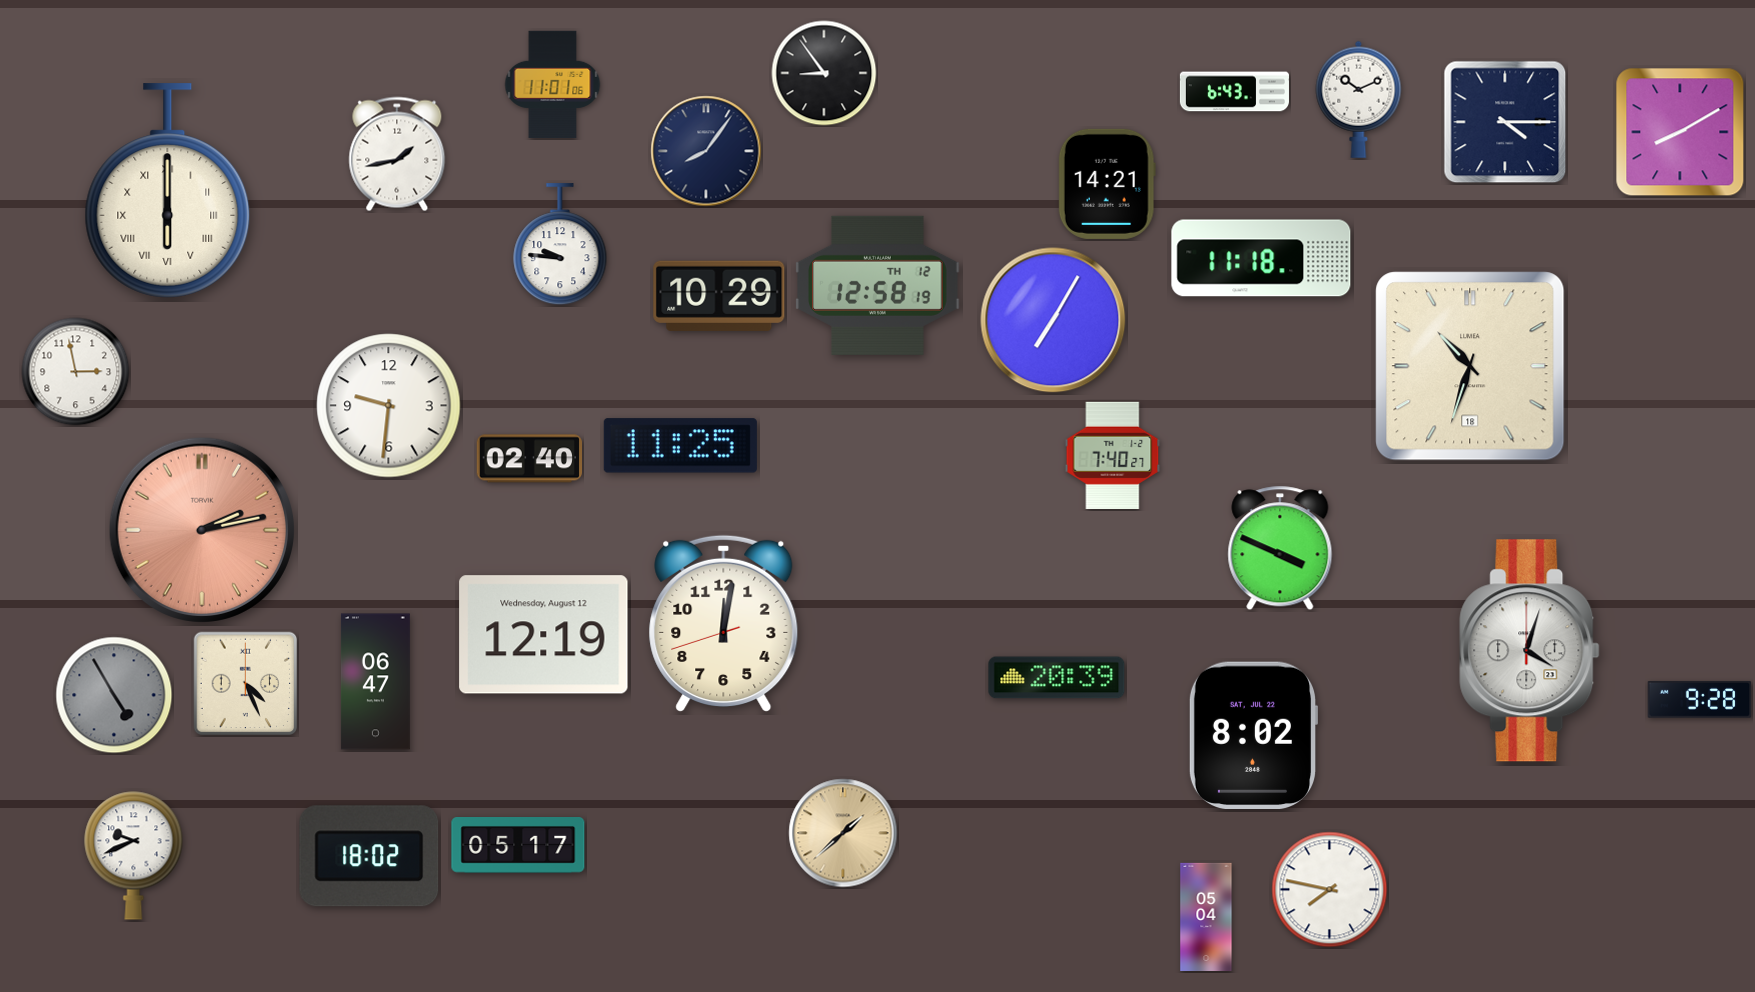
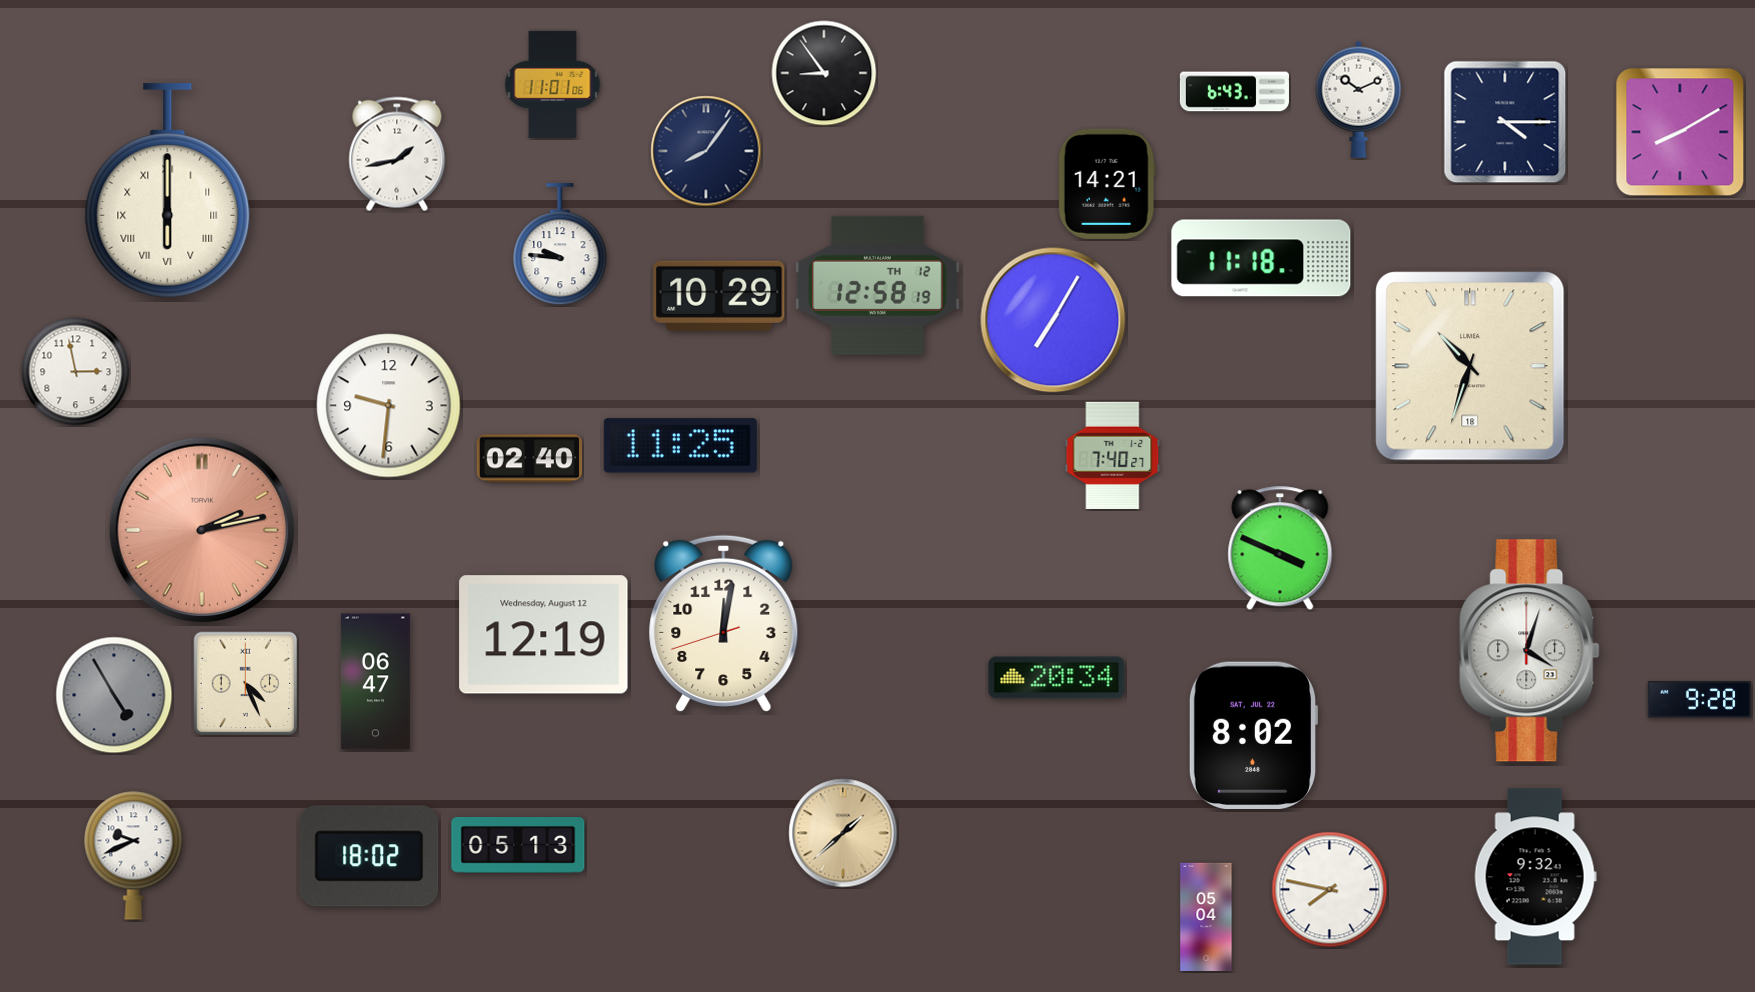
clock at (1057, 678): 20:39 -> 20:34
clock at (518, 845): 05:17 -> 05:13
clock at (1535, 877): none -> 9:32
